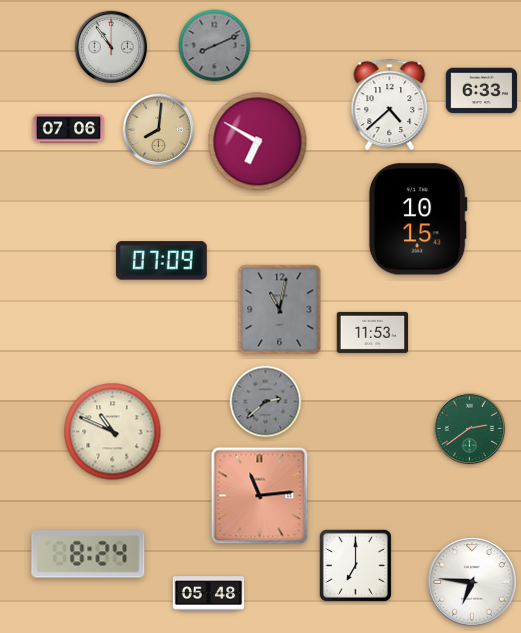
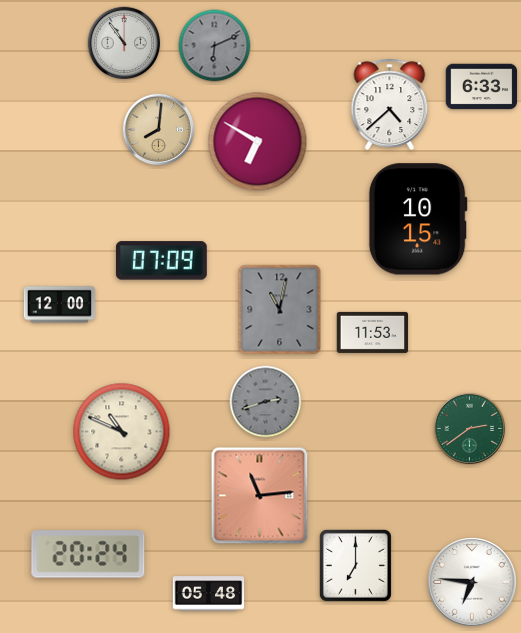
clock at (215, 46): 8:11 -> 6:11
clock at (111, 47) position: (111, 47) -> (124, 43)
clock at (482, 91) position: (482, 91) -> (482, 87)
clock at (69, 129): 07:06 -> none
clock at (60, 305): none -> 12:00
clock at (266, 402): 2:38 -> 2:42
clock at (113, 432) position: (113, 432) -> (122, 432)
clock at (88, 554): 8:24 -> 20:24
